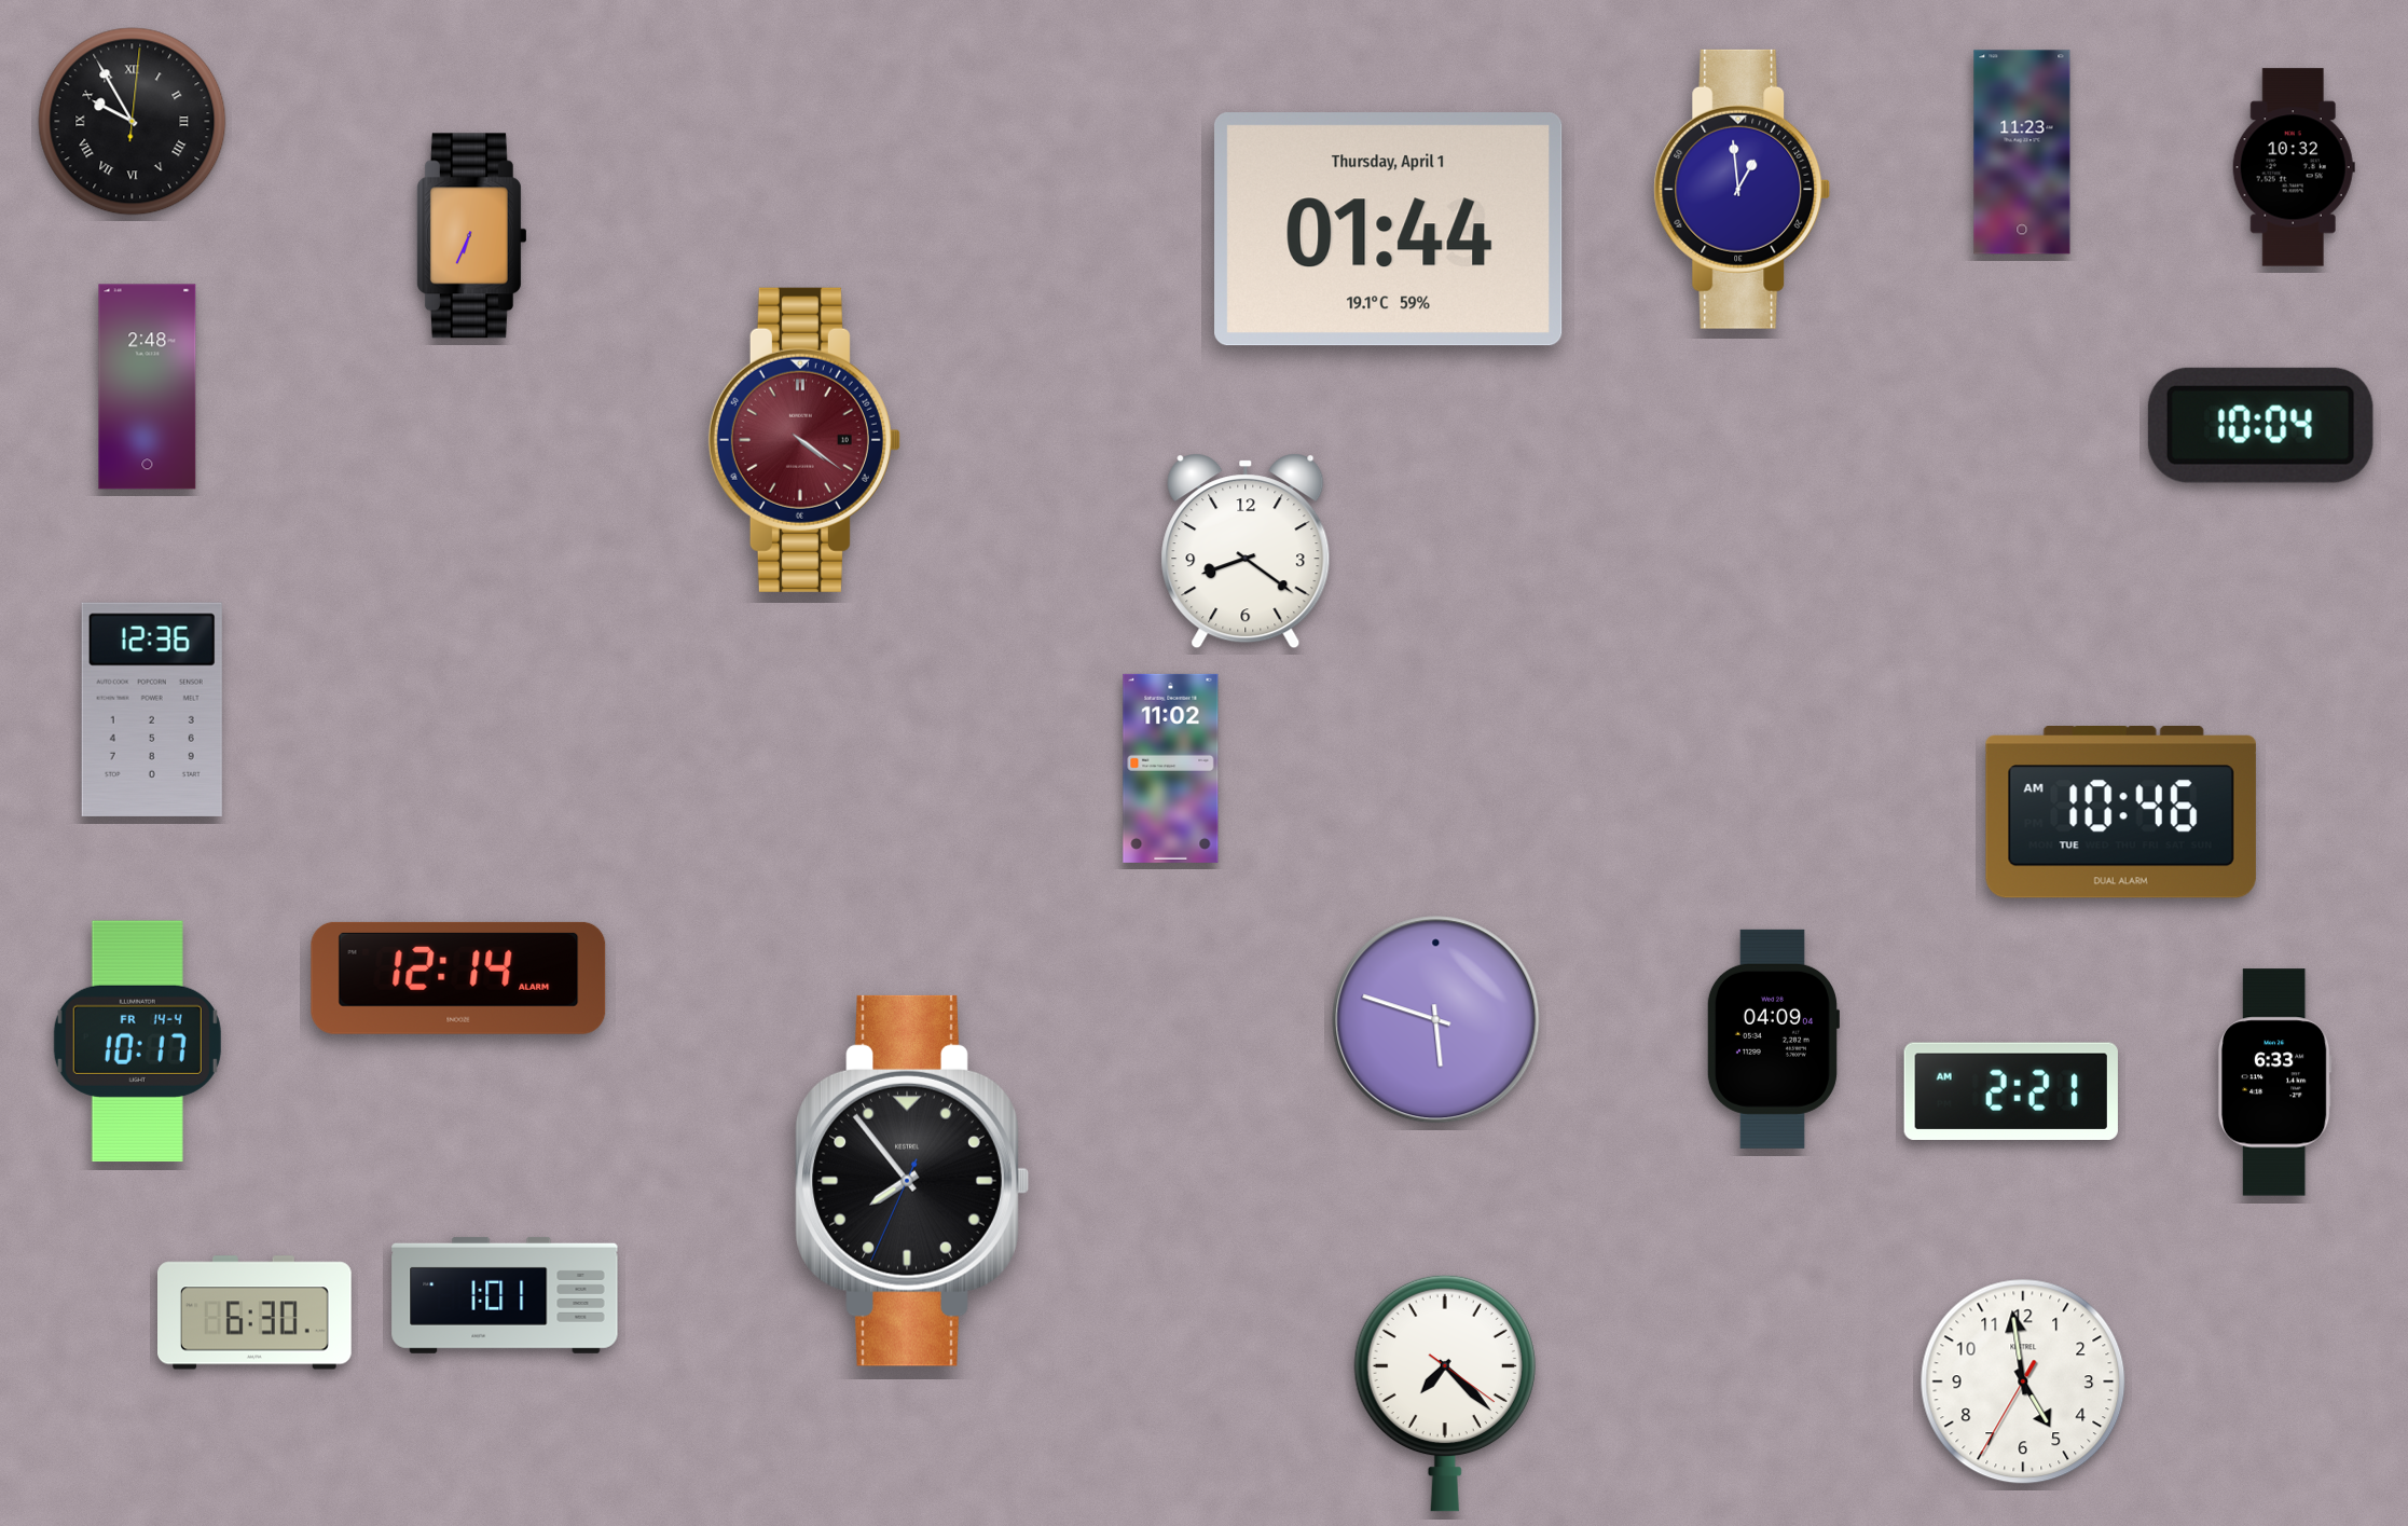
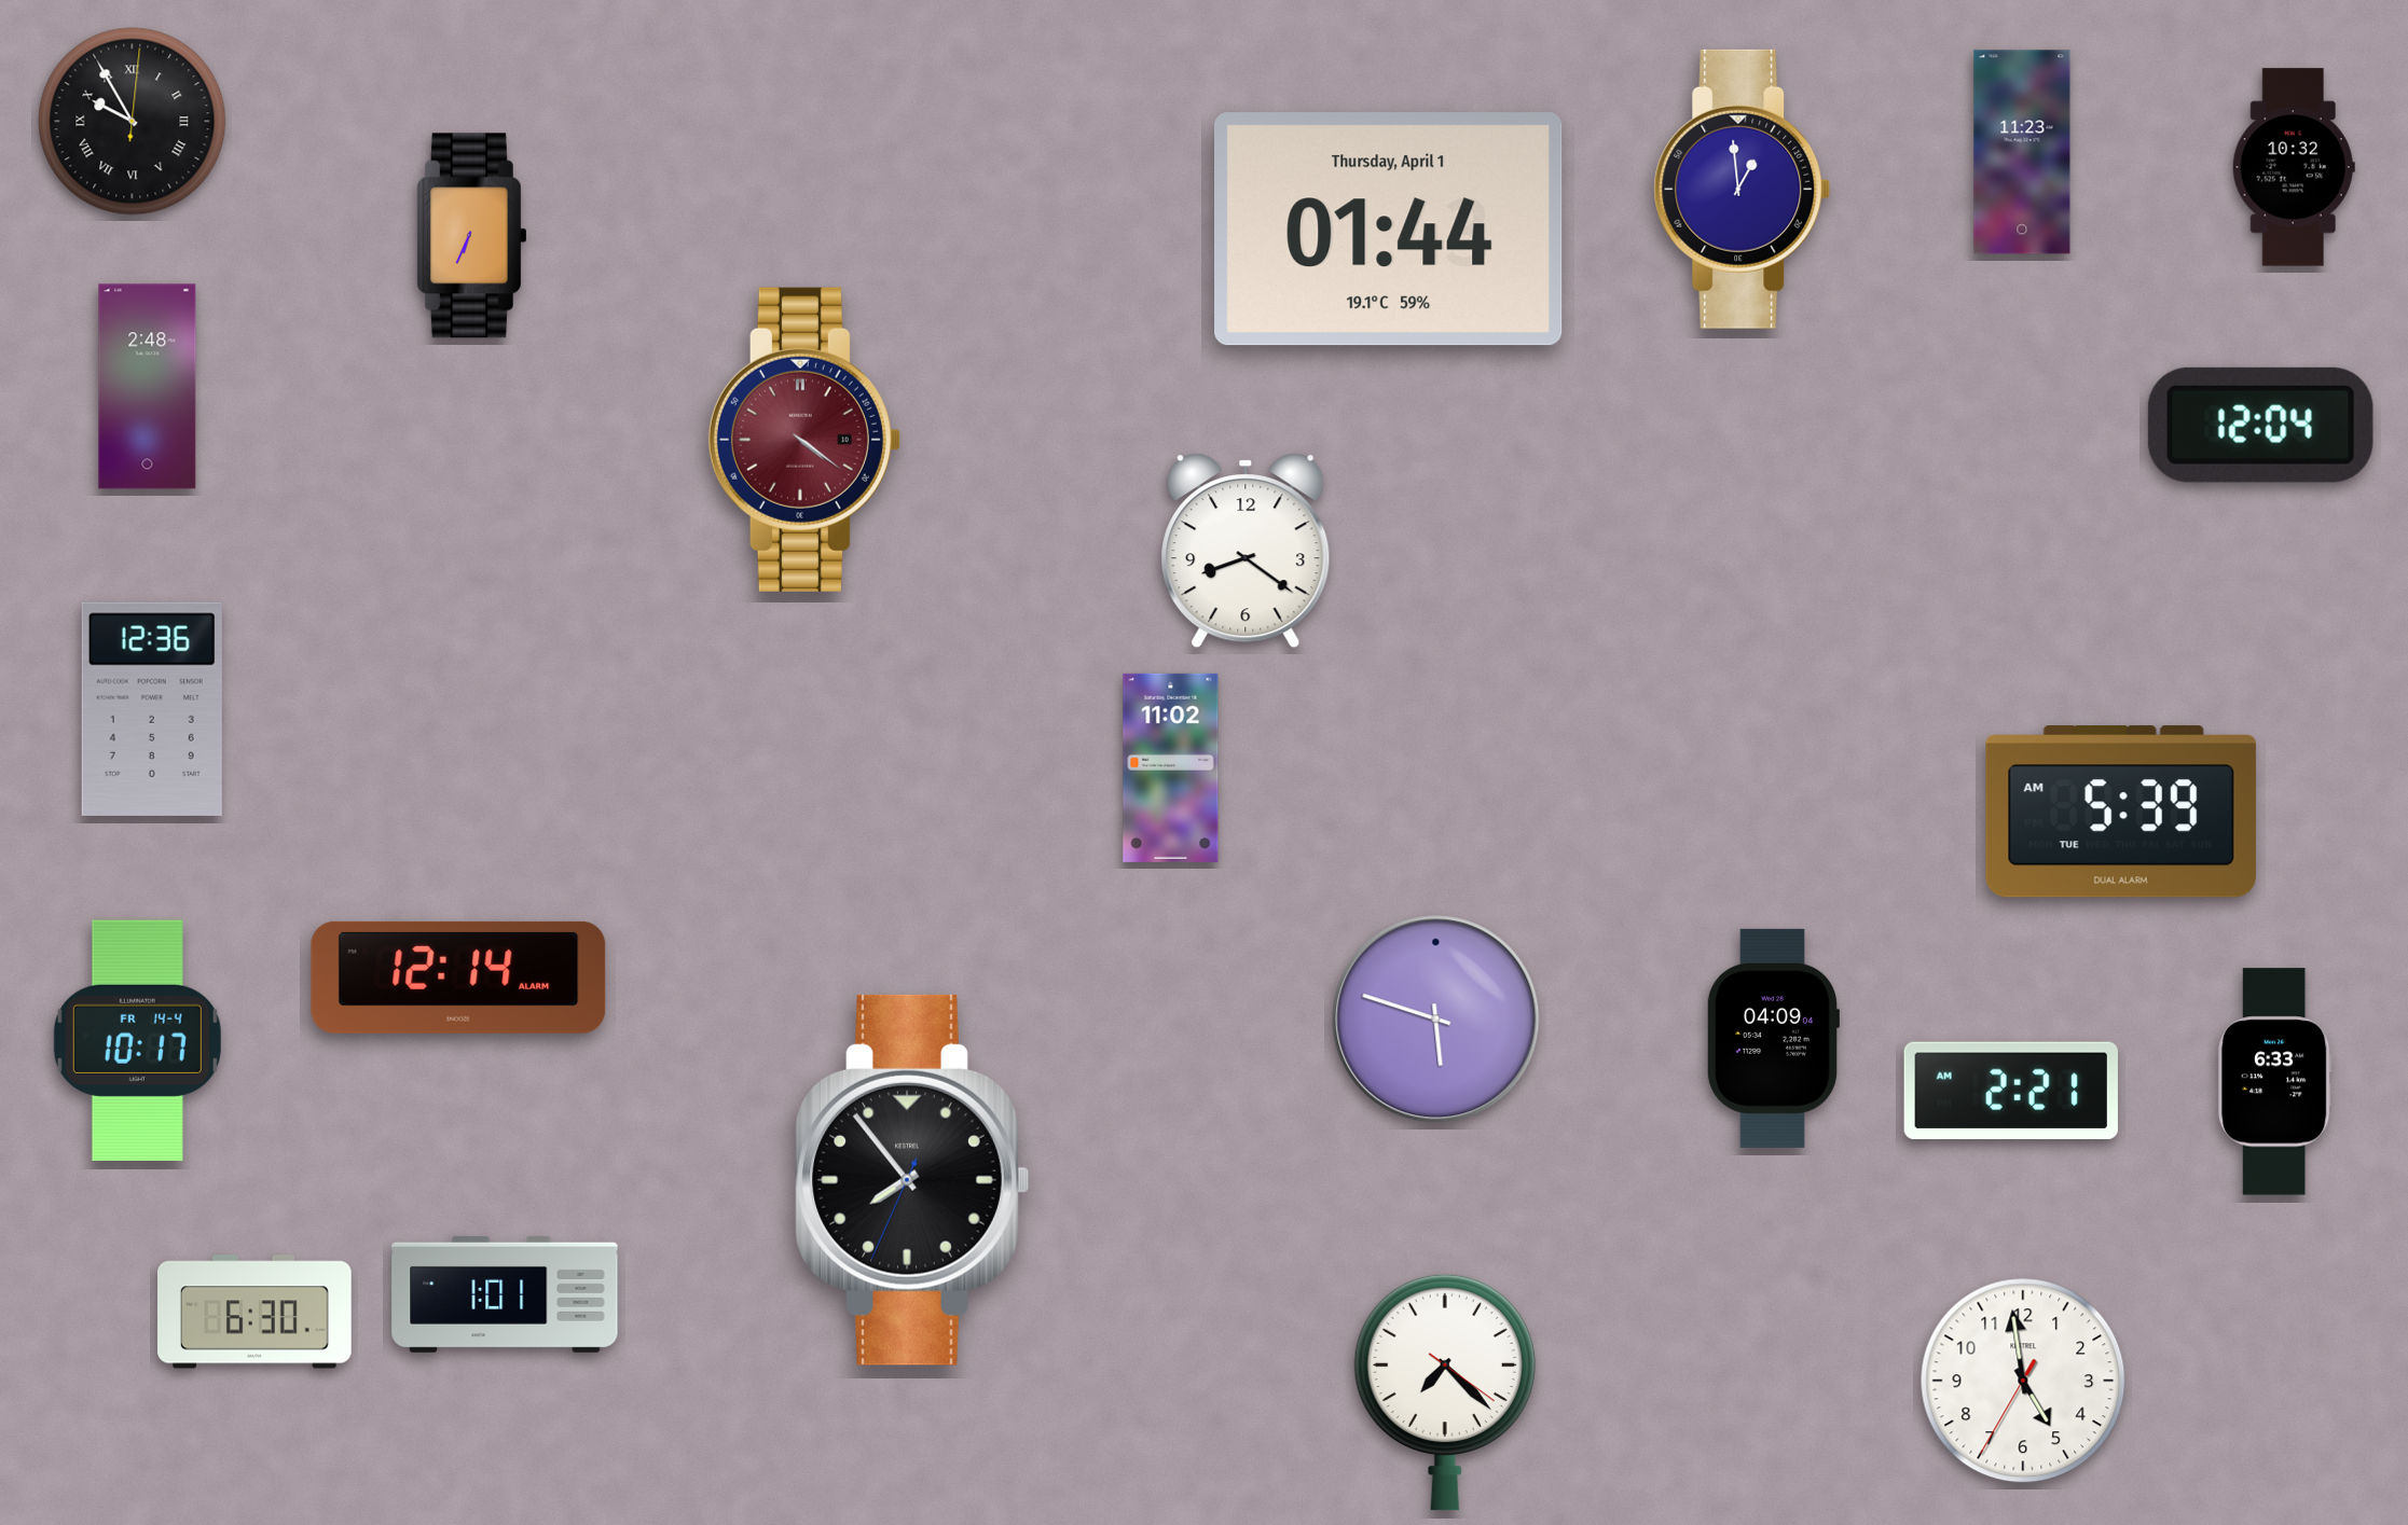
clock at (2260, 425): 10:04 -> 12:04
clock at (2121, 813): 10:46 -> 5:39
